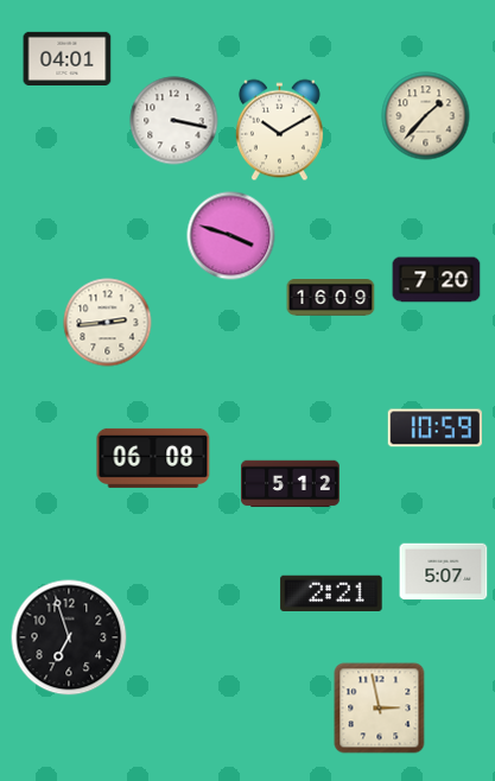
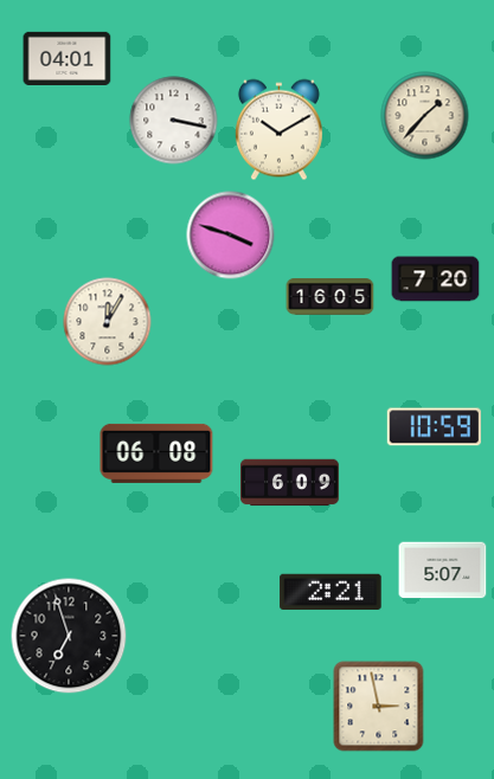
clock at (331, 298): 16:09 -> 16:05
clock at (108, 323): 2:44 -> 12:05
clock at (153, 458) position: (153, 458) -> (156, 453)
clock at (291, 484): 5:12 -> 6:09
